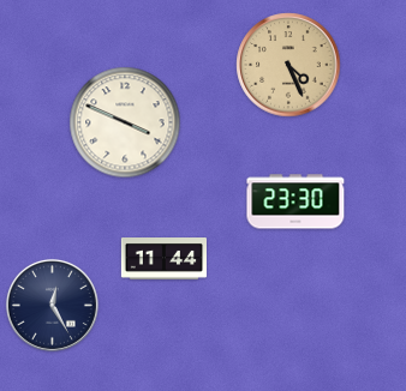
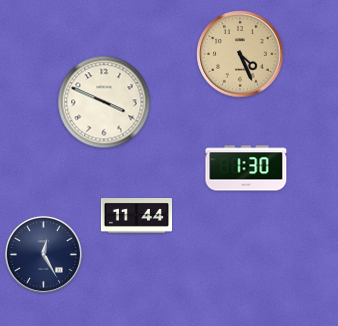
clock at (295, 201): 23:30 -> 1:30
